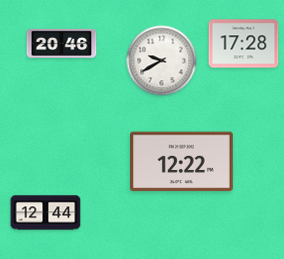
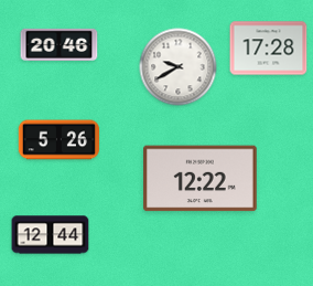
clock at (62, 43) position: (62, 43) -> (60, 44)
clock at (58, 140): none -> 5:26
